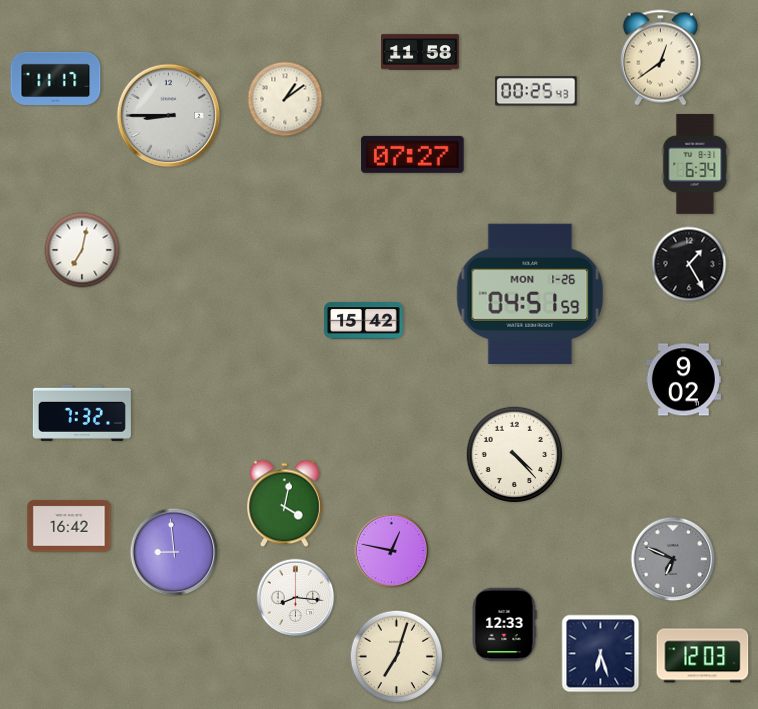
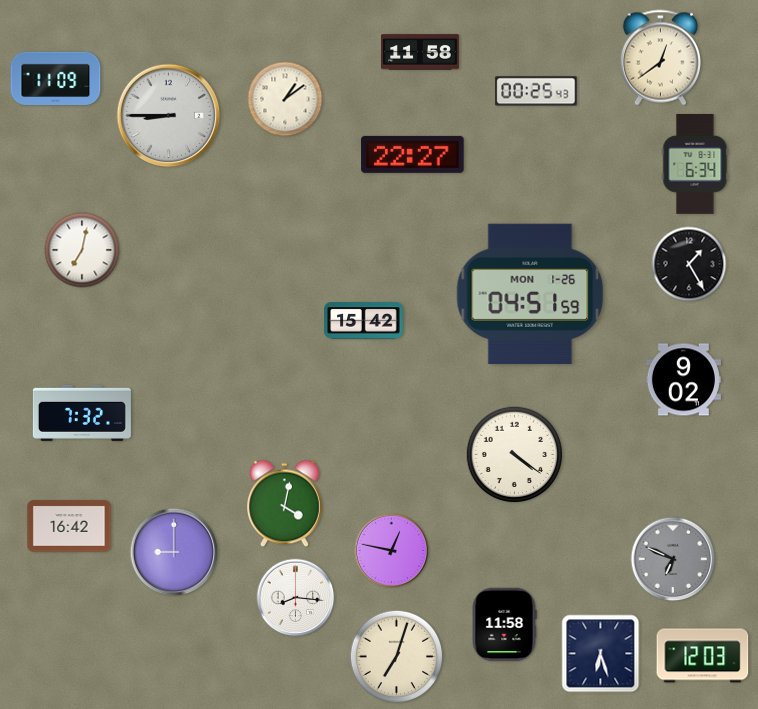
clock at (56, 78): 11:17 -> 11:09
clock at (413, 154): 07:27 -> 22:27
clock at (514, 454): 4:23 -> 4:21
clock at (174, 552): 8:59 -> 9:00
clock at (504, 625): 12:33 -> 11:58
